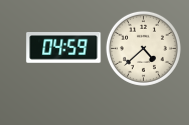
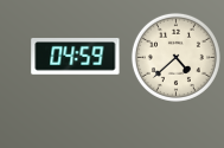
clock at (143, 48) position: (143, 48) -> (175, 57)
